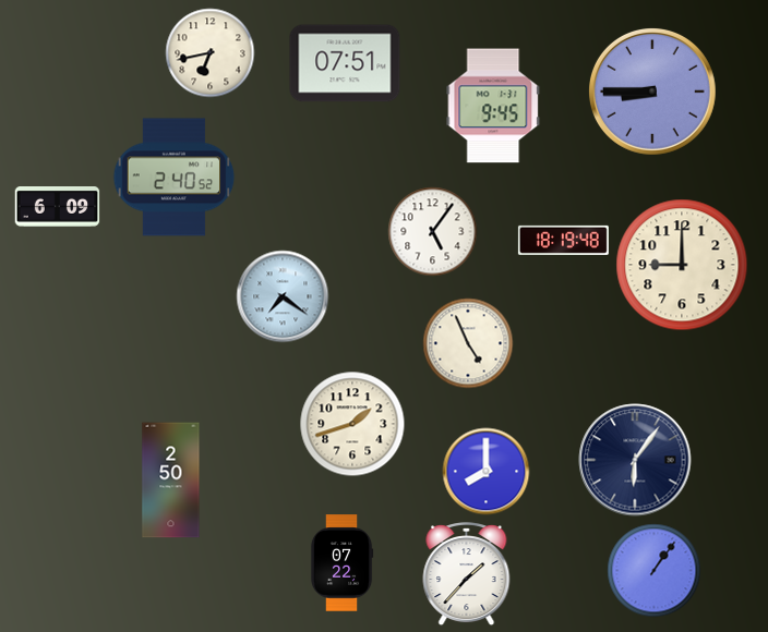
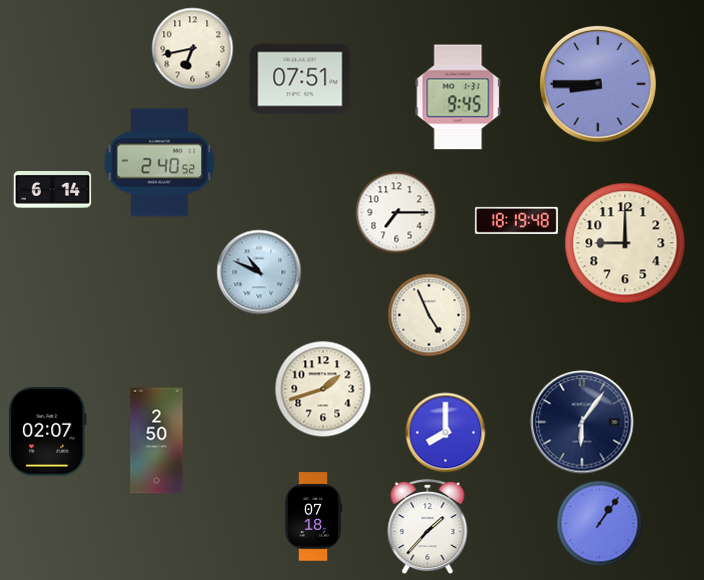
clock at (345, 63) position: (345, 63) -> (300, 79)
clock at (493, 106) position: (493, 106) -> (458, 97)
clock at (58, 207): 6:09 -> 6:14
clock at (433, 232): 5:06 -> 7:15
clock at (283, 296): 7:21 -> 10:49
clock at (48, 432): none -> 02:07
clock at (341, 563): 07:22 -> 07:18
